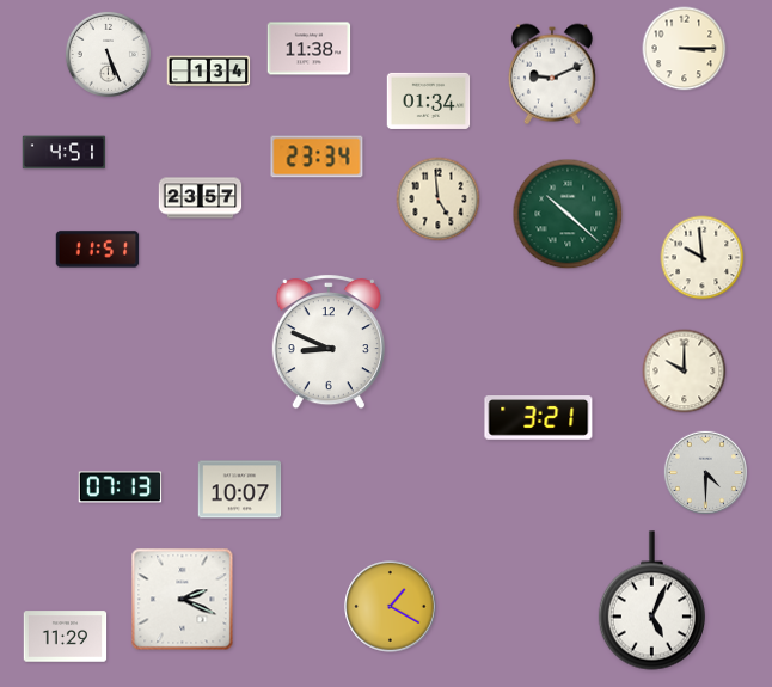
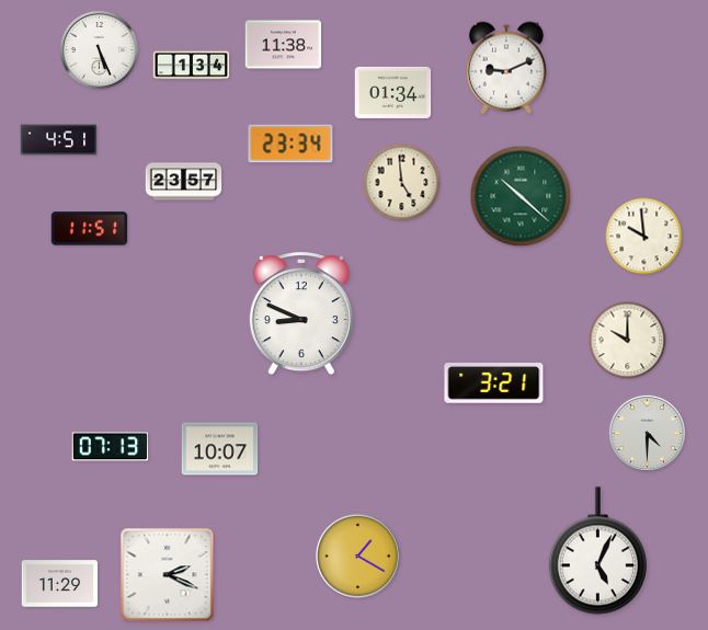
clock at (685, 49): 3:15 -> none
clock at (183, 600) position: (183, 600) -> (168, 575)
